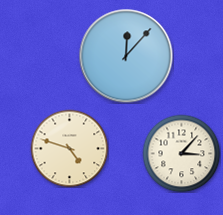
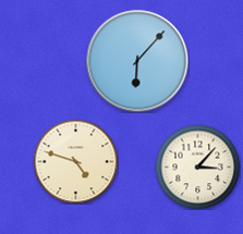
clock at (126, 56): 12:07 -> 6:07
